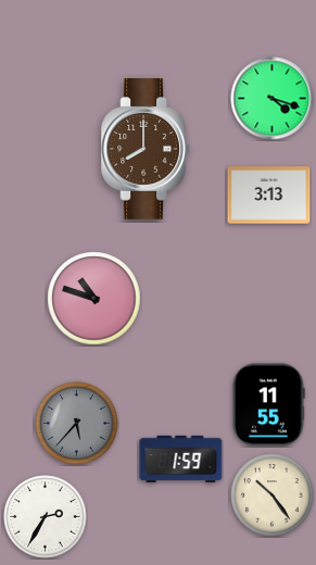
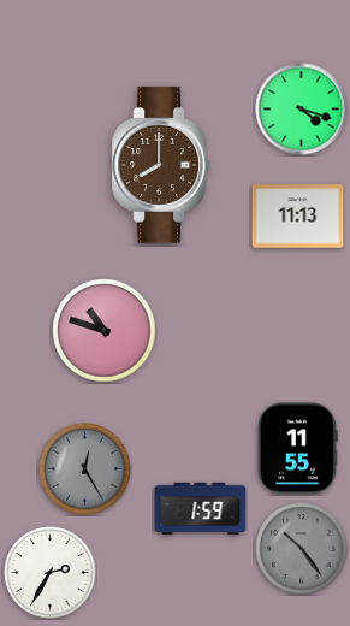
clock at (269, 196): 3:13 -> 11:13
clock at (77, 424): 5:37 -> 12:25
clock at (273, 495) dial: cream -> grey
